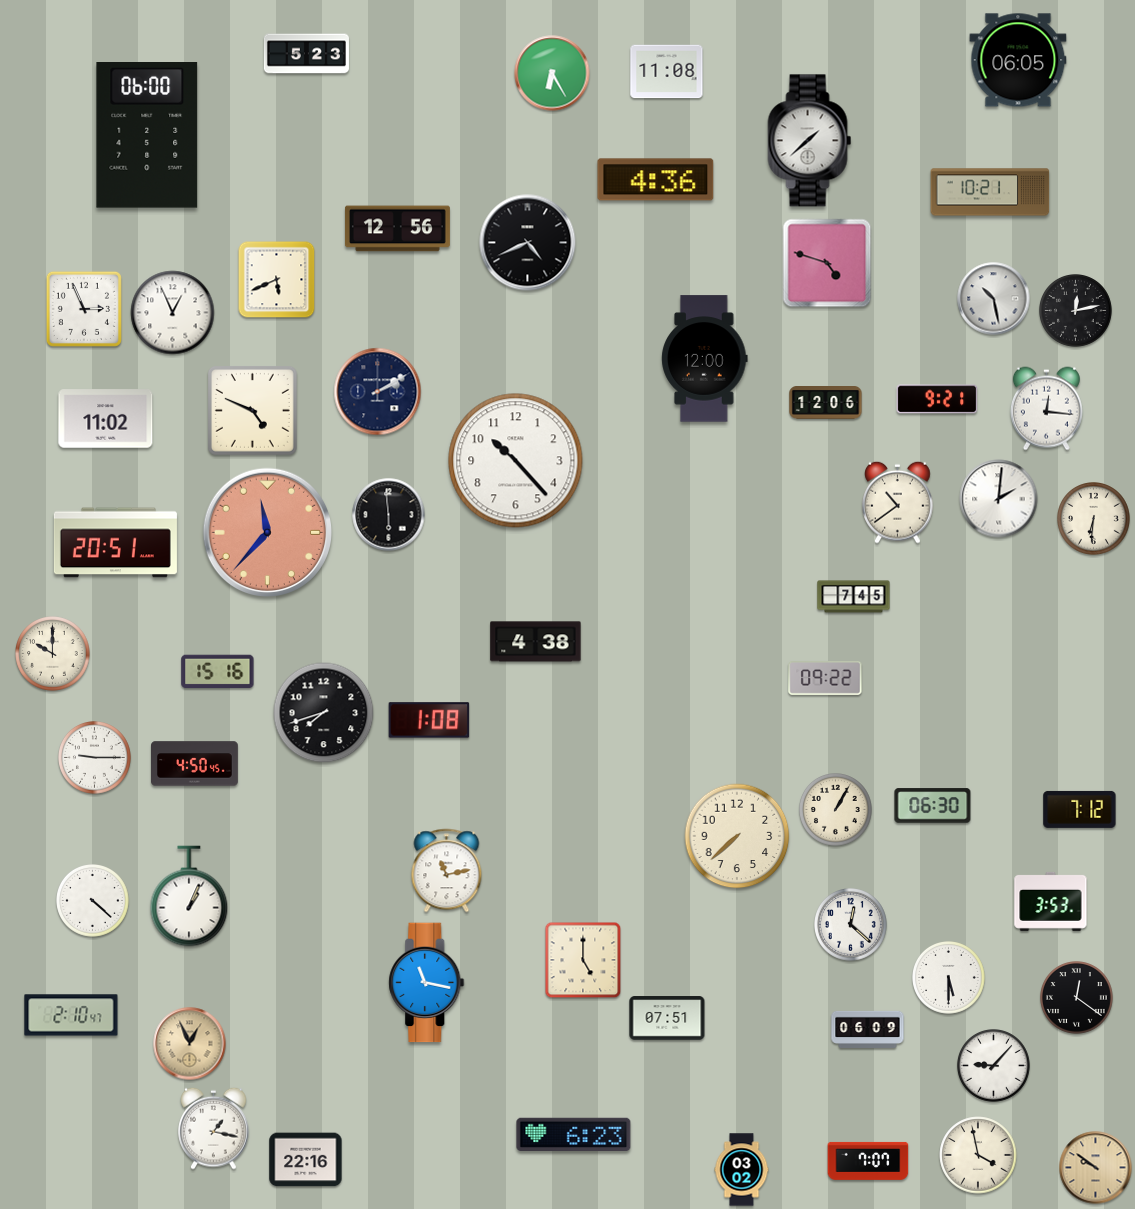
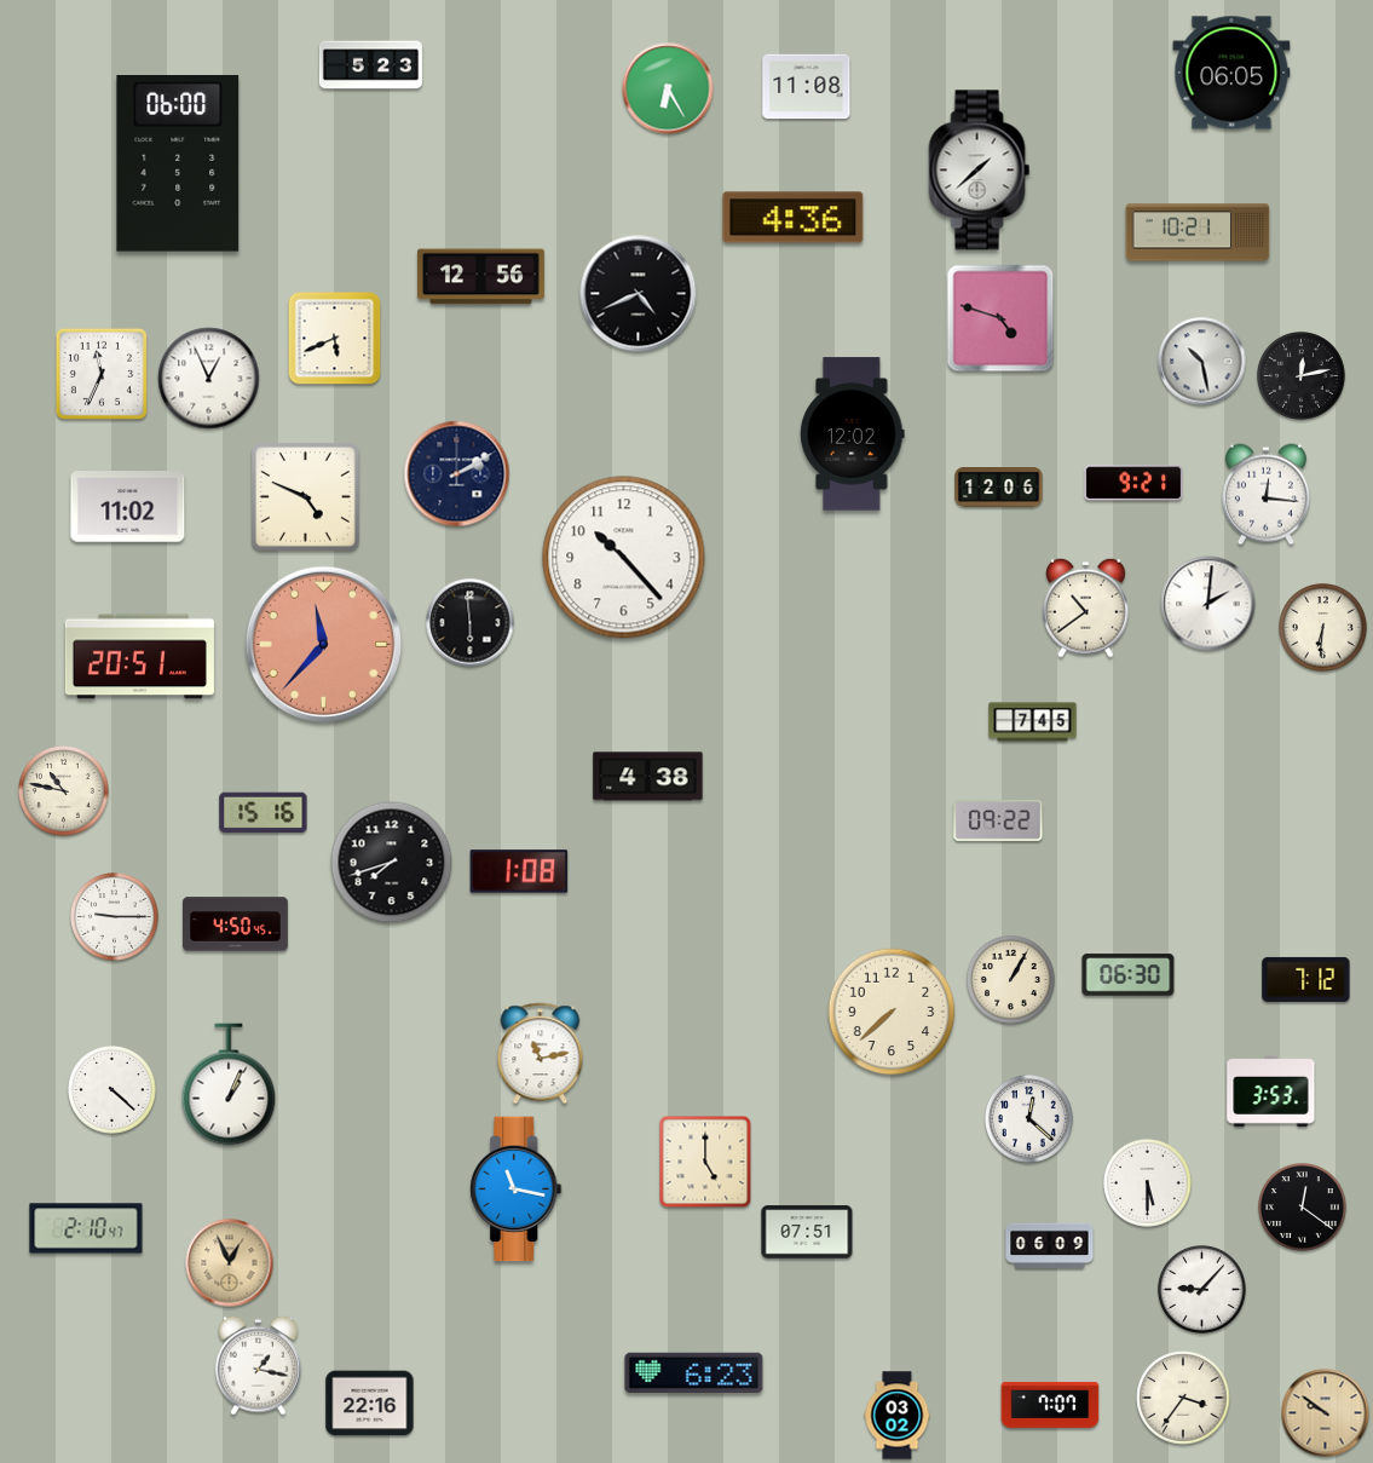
clock at (84, 309): 2:56 -> 11:34
clock at (705, 359): 12:00 -> 12:02
clock at (53, 654): 10:00 -> 10:47
clock at (978, 1155): 3:58 -> 3:36
